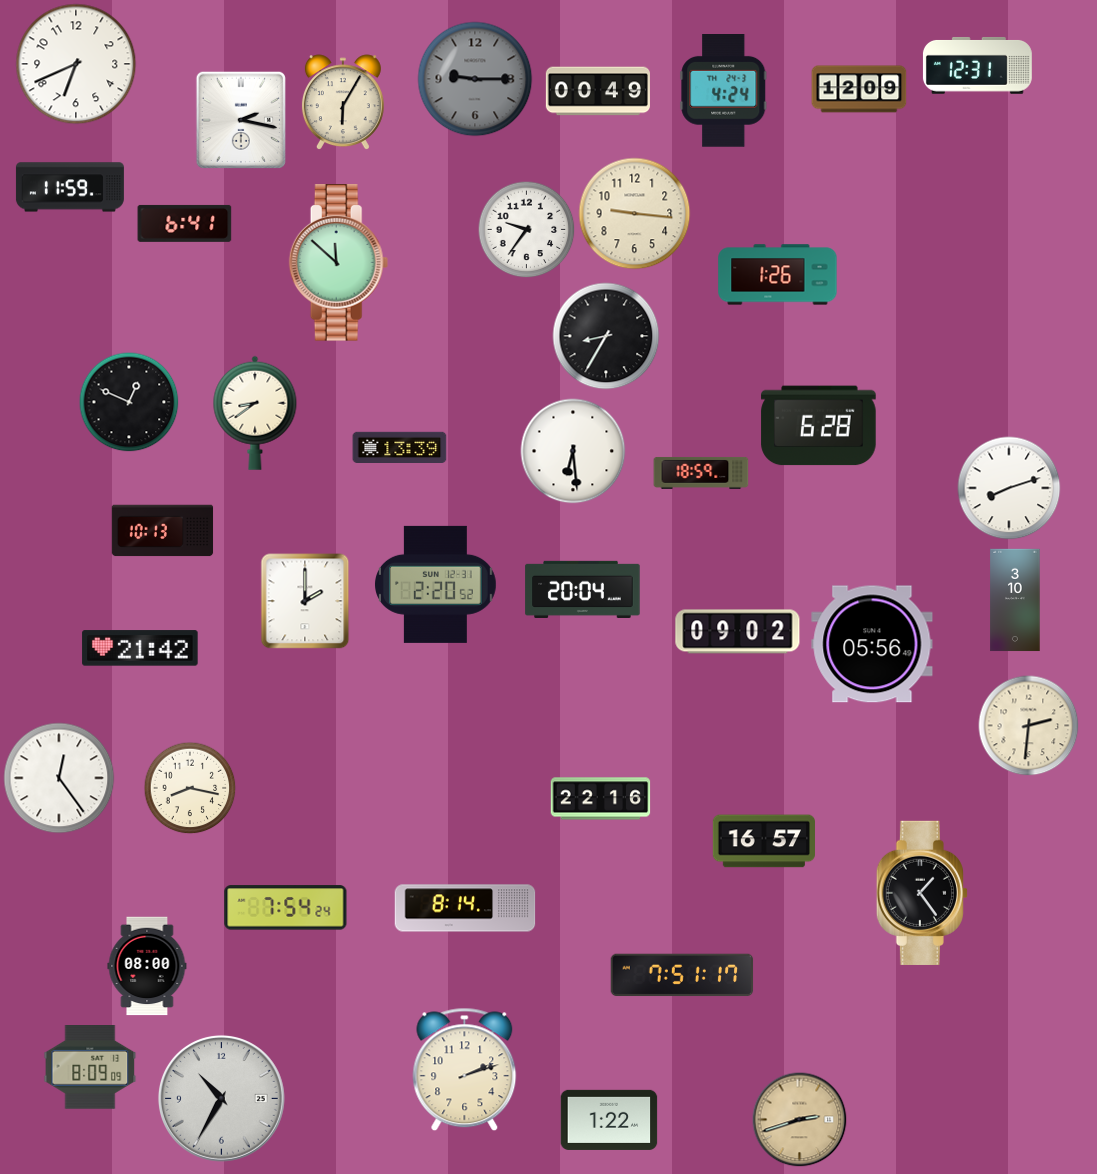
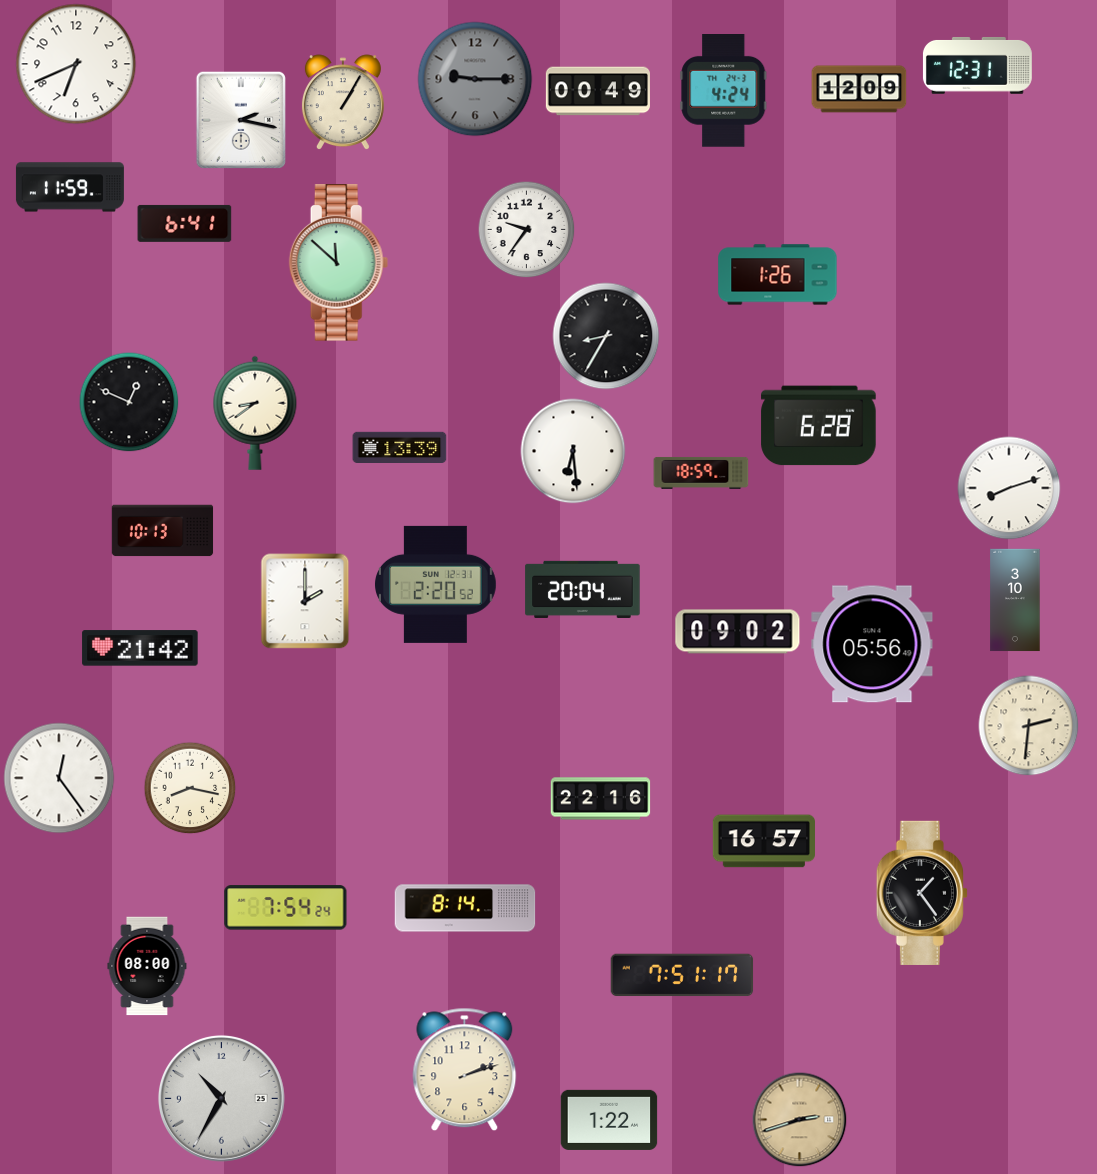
clock at (343, 102): 6:05 -> 1:05
clock at (635, 214): 9:16 -> none
clock at (90, 1068): 8:09 -> none
